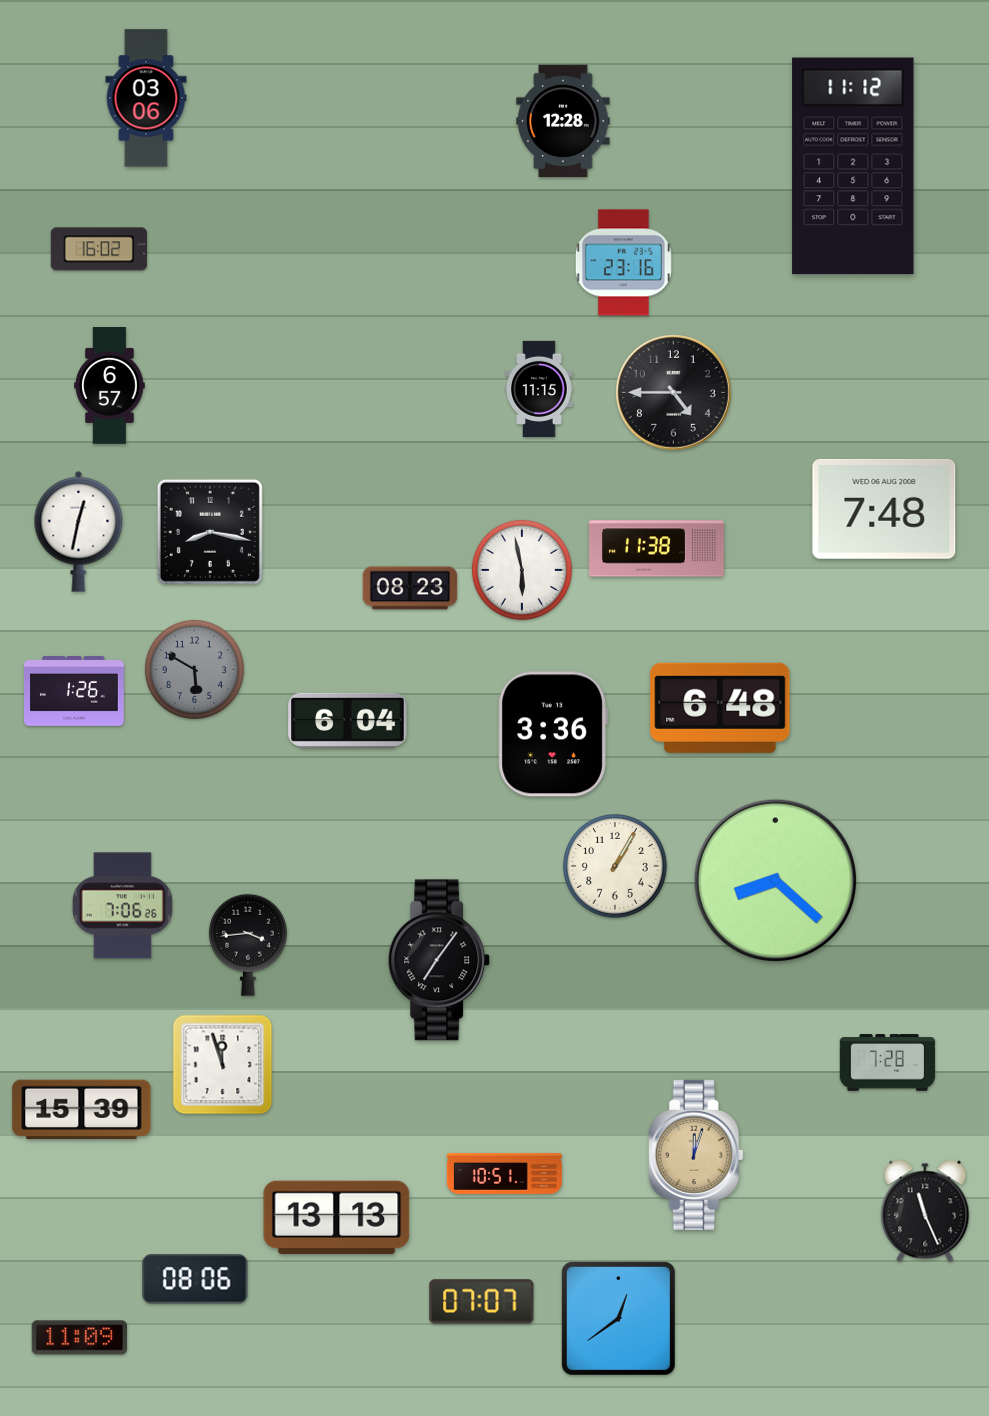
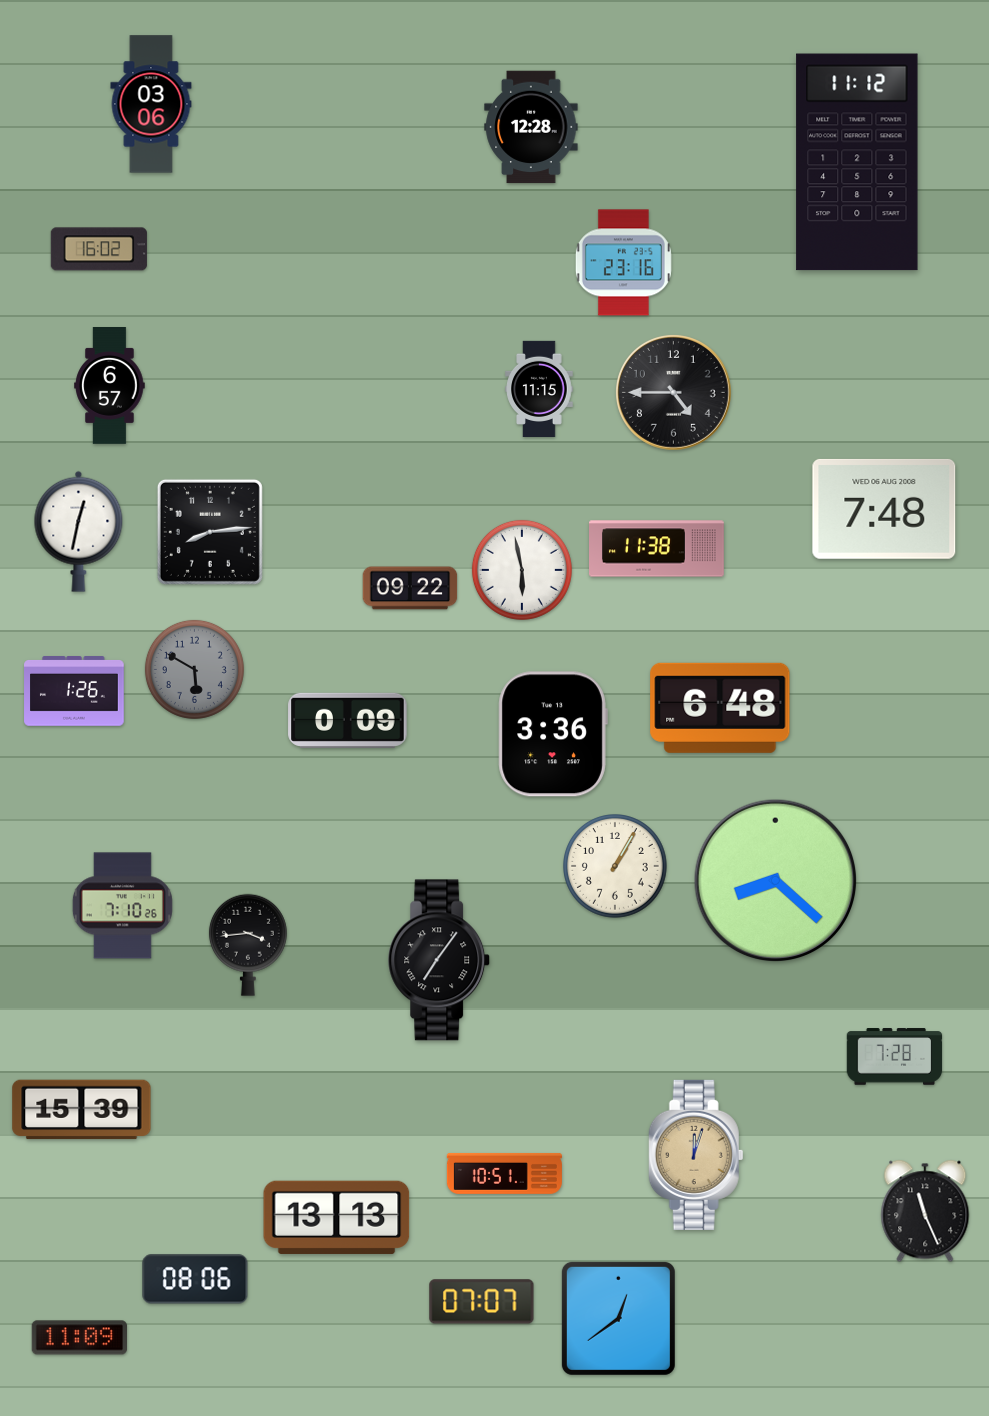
clock at (146, 98) position: (146, 98) -> (151, 104)
clock at (563, 121) position: (563, 121) -> (531, 127)
clock at (853, 166) position: (853, 166) -> (857, 162)
clock at (210, 532): 8:17 -> 8:14
clock at (410, 588): 08:23 -> 09:22
clock at (348, 720): 6:04 -> 0:09
clock at (122, 906): 7:06 -> 7:10
clock at (888, 1063) position: (888, 1063) -> (895, 1057)
clock at (223, 1065): 11:57 -> none
